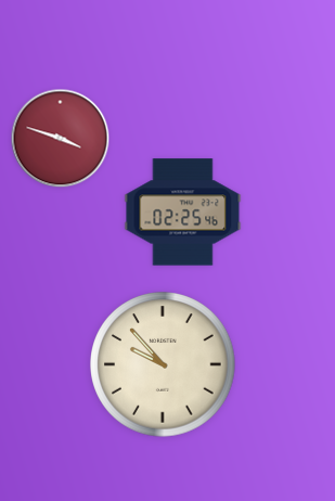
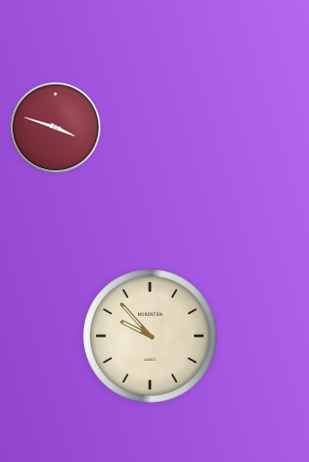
clock at (183, 213): 02:25 -> none
